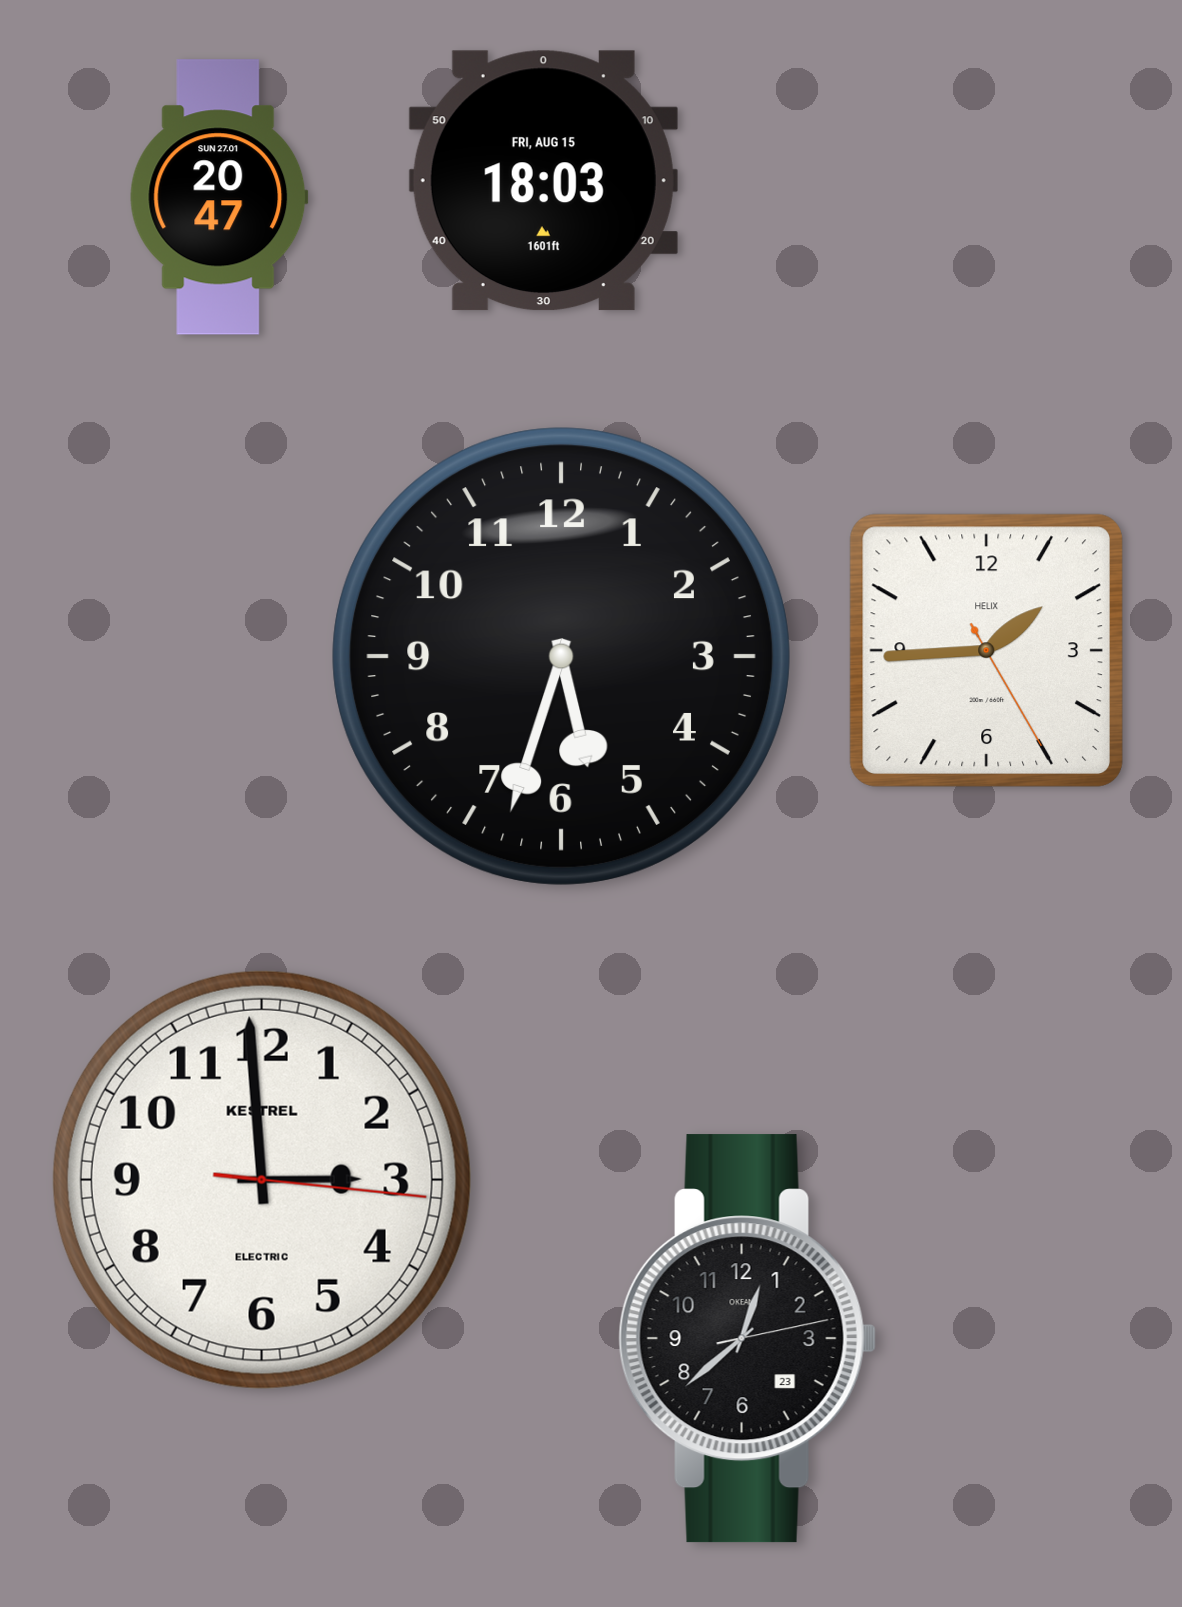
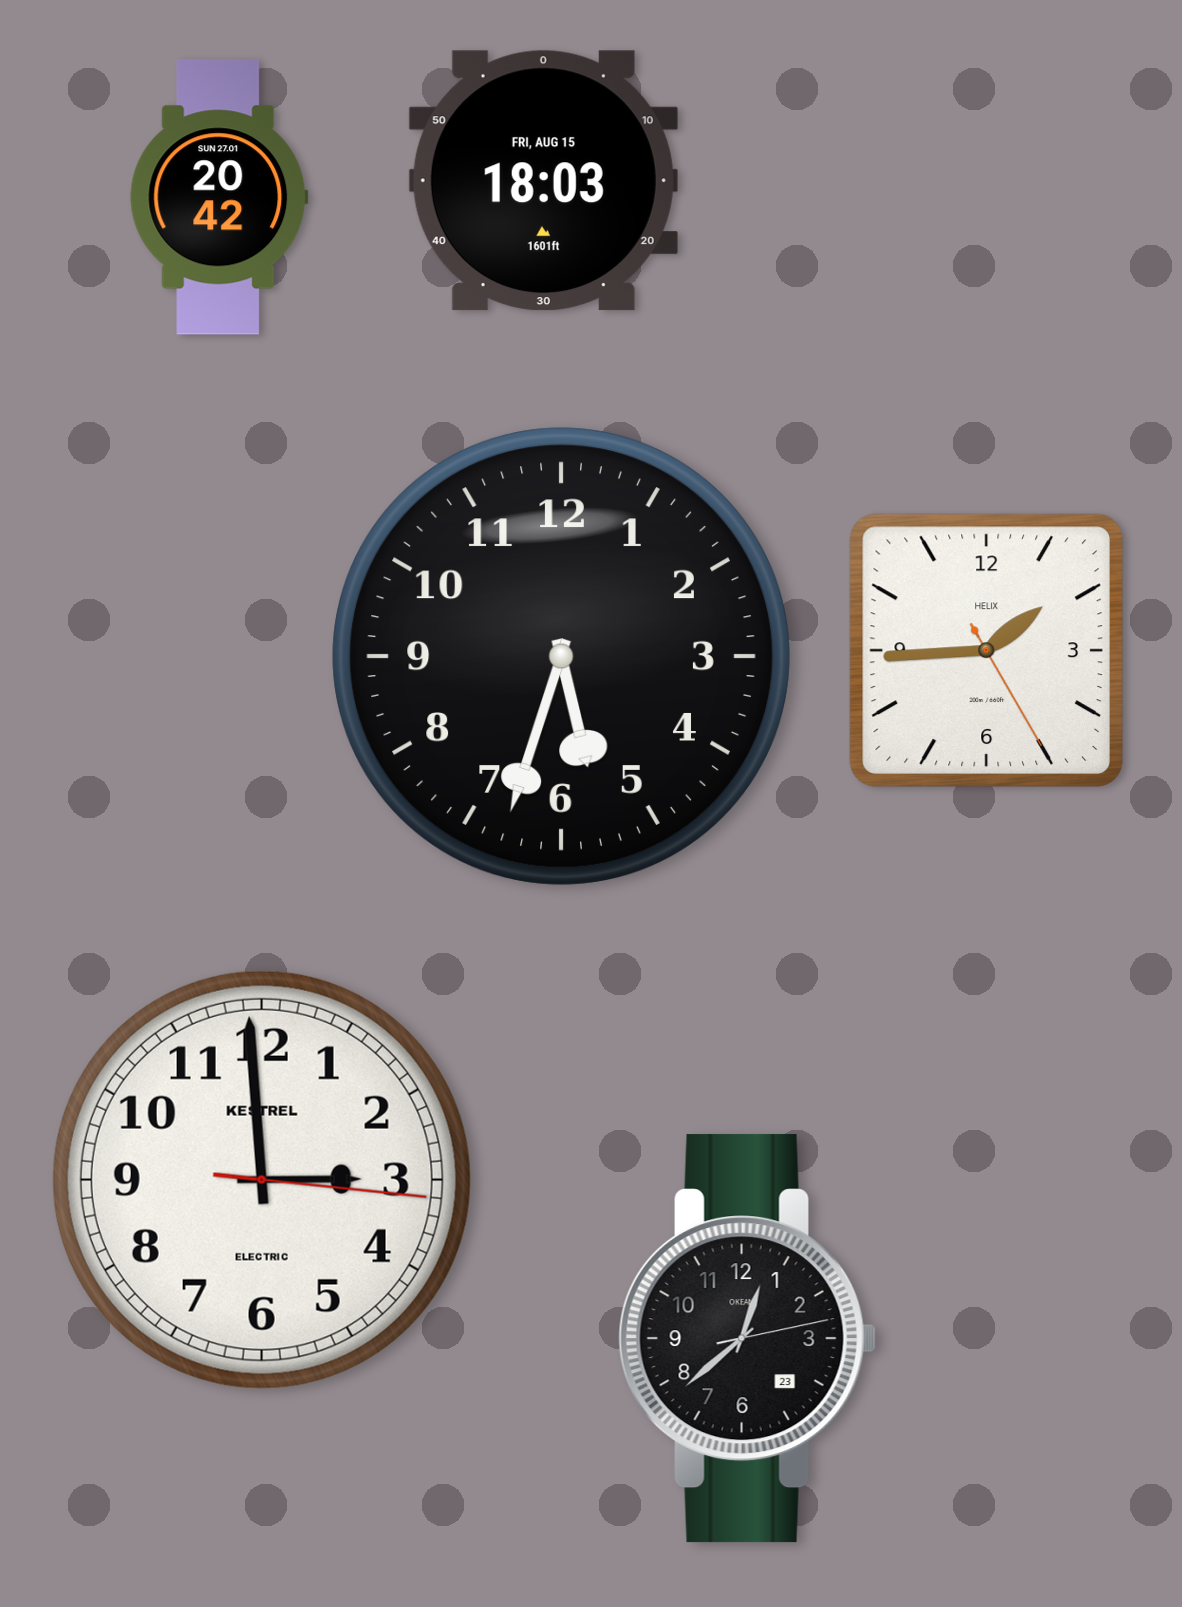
clock at (219, 197): 20:47 -> 20:42
